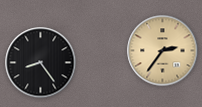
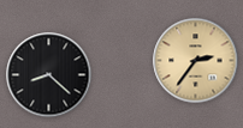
clock at (41, 63): 8:24 -> 8:22
